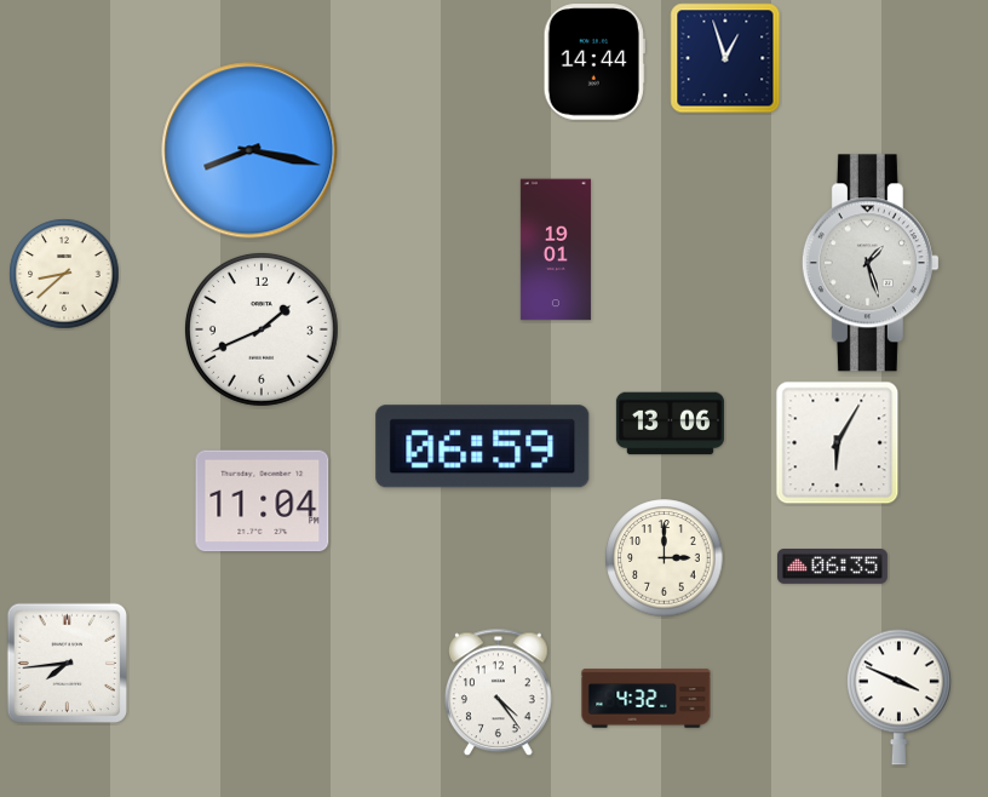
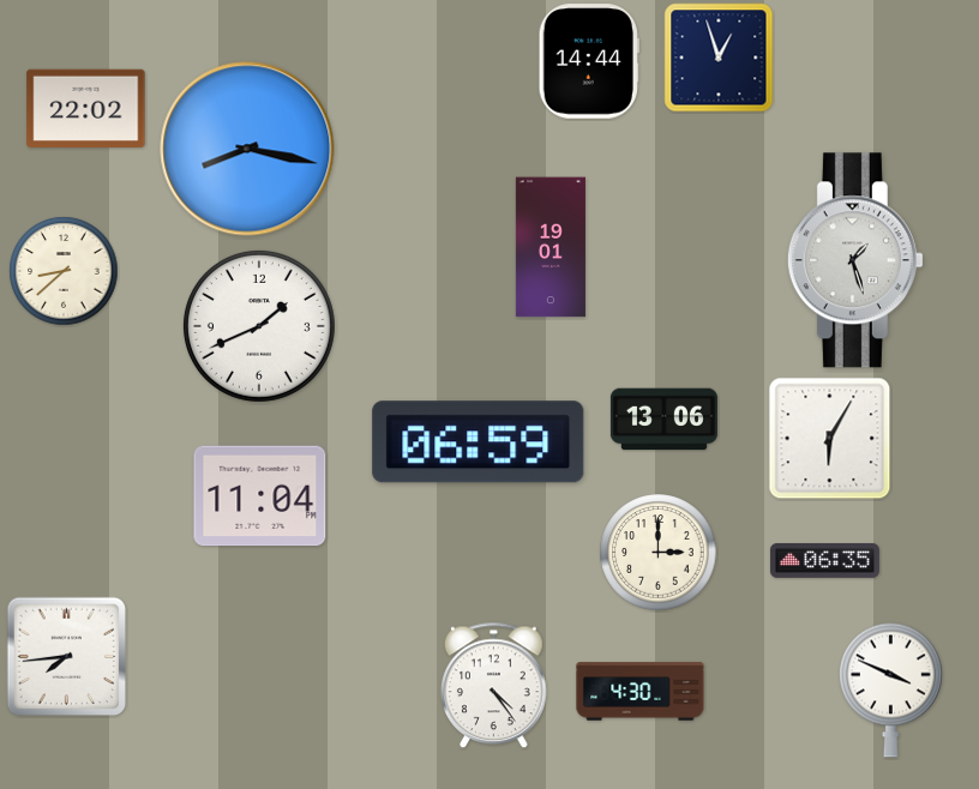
clock at (86, 108): none -> 22:02
clock at (871, 263) position: (871, 263) -> (855, 260)
clock at (647, 699): 4:32 -> 4:30
